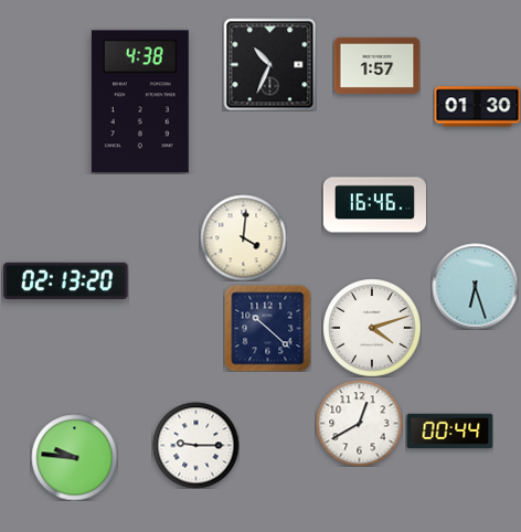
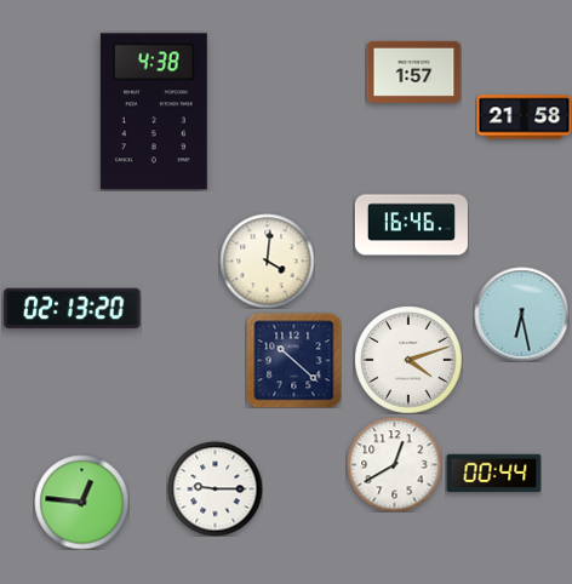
clock at (269, 64): 10:34 -> none
clock at (477, 107): 01:30 -> 21:58
clock at (475, 286): 6:27 -> 6:28
clock at (74, 457): 9:46 -> 12:46
